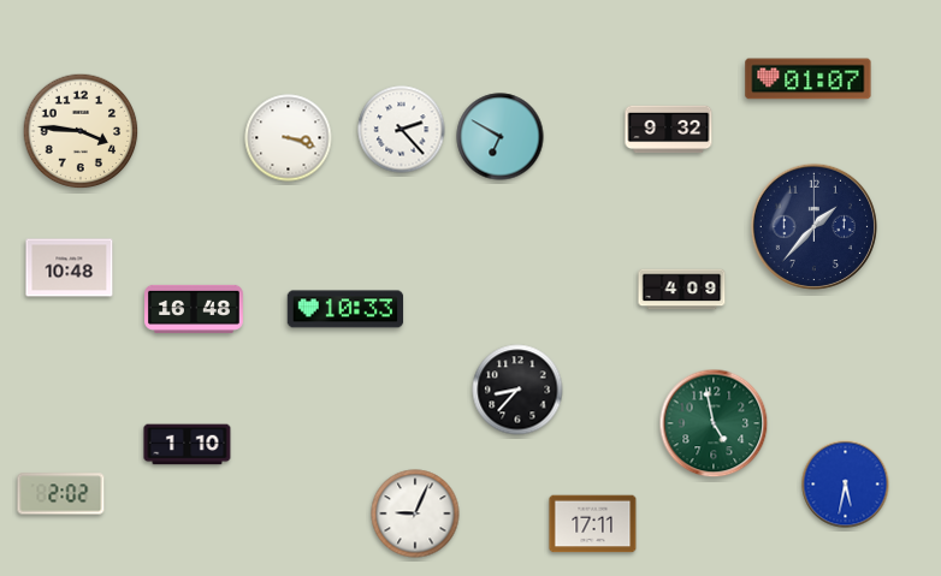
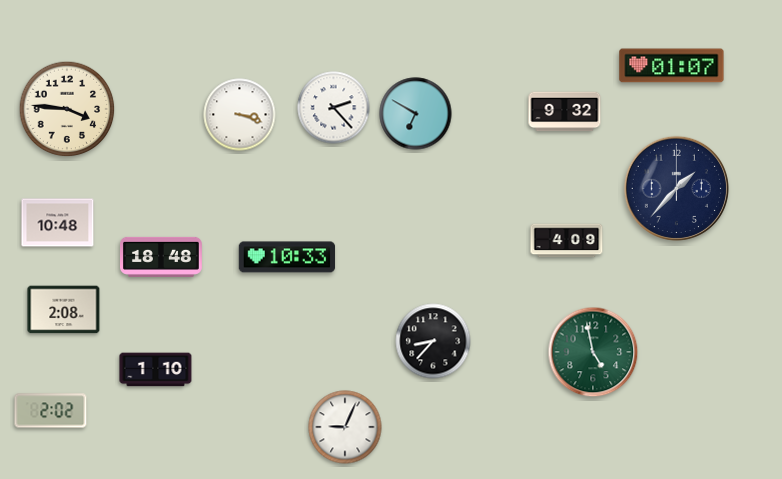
clock at (669, 130) position: (669, 130) -> (565, 112)
clock at (195, 309): 16:48 -> 18:48
clock at (64, 310): none -> 2:08
clock at (517, 390) position: (517, 390) -> (433, 341)
clock at (846, 485): 5:32 -> none
clock at (593, 524): 17:11 -> none
